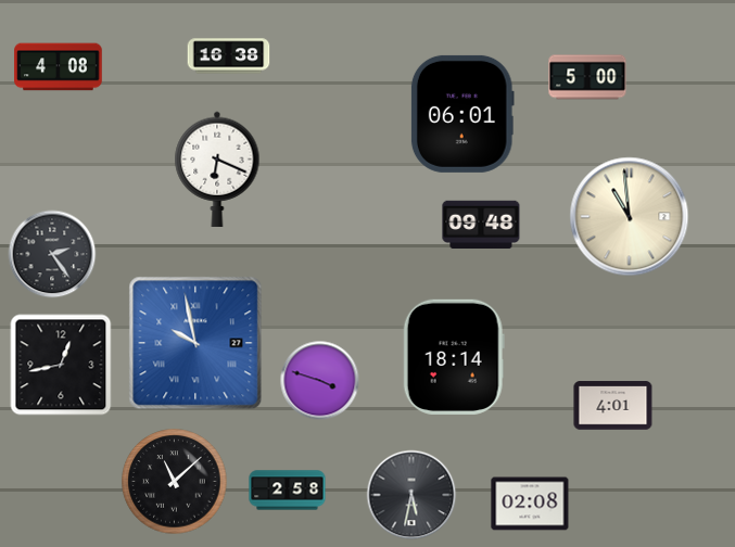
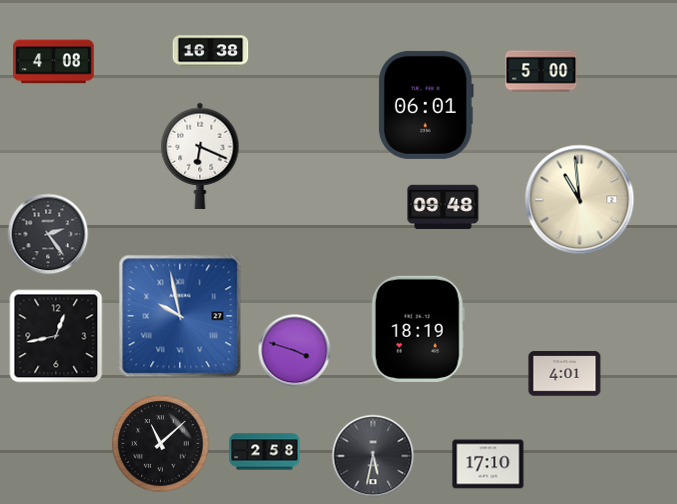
clock at (454, 357): 18:14 -> 18:19
clock at (411, 495) position: (411, 495) -> (373, 456)
clock at (530, 504): 02:08 -> 17:10
